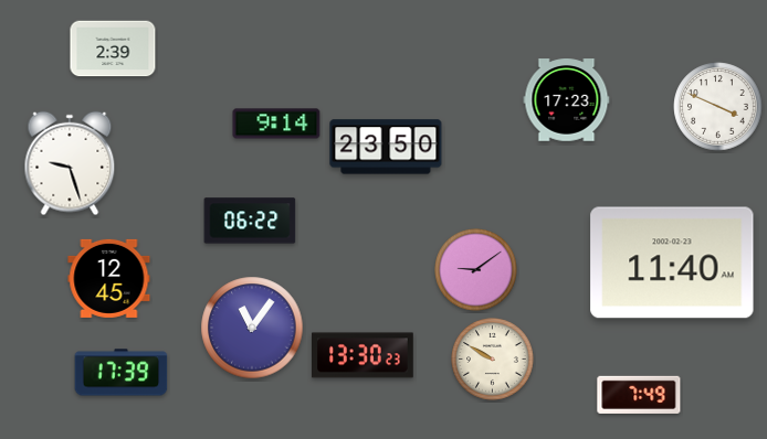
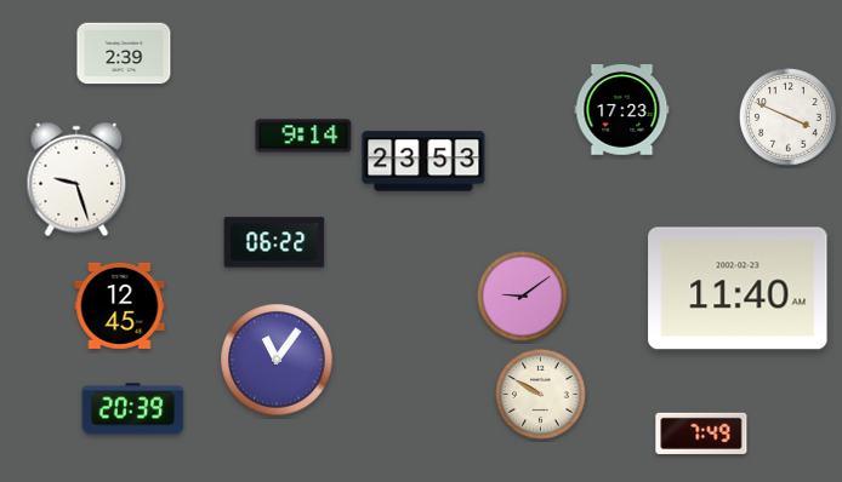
clock at (386, 147): 23:50 -> 23:53
clock at (364, 355): 13:30 -> none
clock at (122, 373): 17:39 -> 20:39
